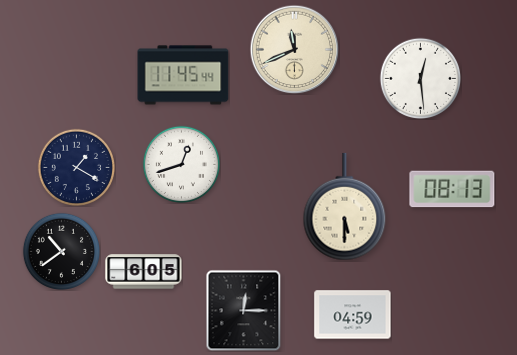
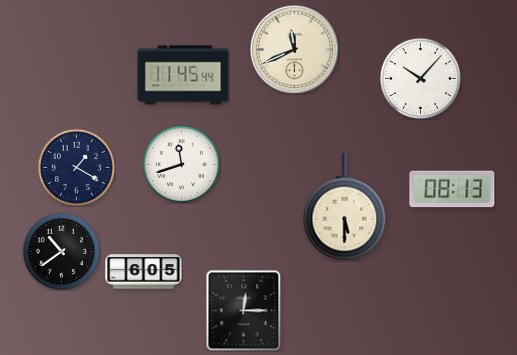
clock at (420, 78): 12:29 -> 10:07
clock at (181, 164): 12:42 -> 11:42
clock at (353, 315): 04:59 -> none
